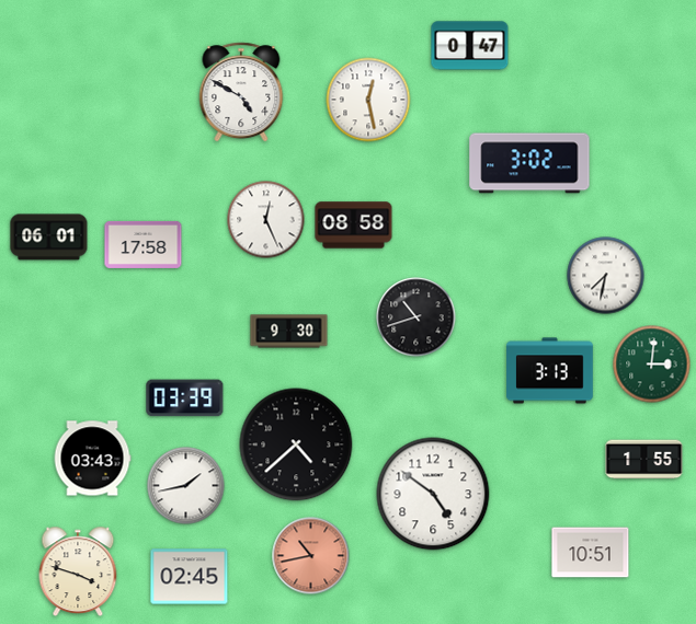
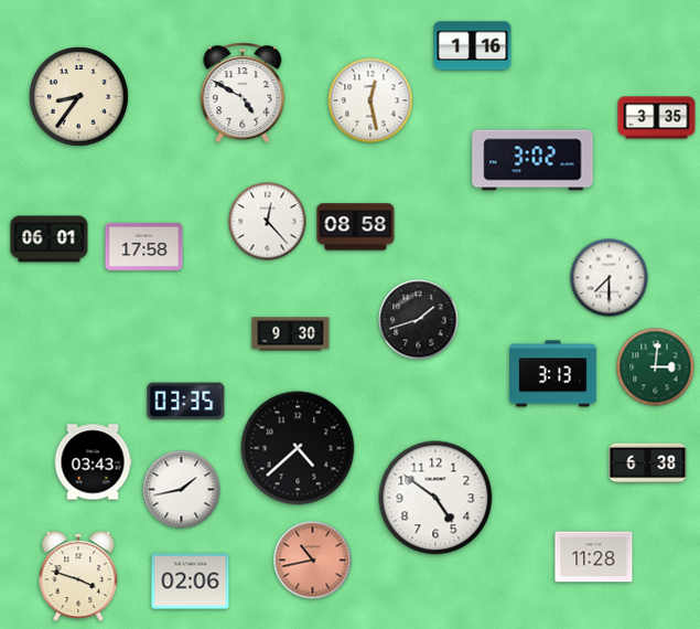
clock at (470, 46): 0:47 -> 1:16
clock at (78, 96): none -> 8:36
clock at (657, 118): none -> 3:35
clock at (529, 163) position: (529, 163) -> (532, 160)
clock at (266, 220): 12:26 -> 12:23
clock at (606, 276): 7:32 -> 7:30
clock at (417, 317): 10:42 -> 1:42
clock at (185, 398): 03:39 -> 03:35
clock at (644, 460): 1:55 -> 6:38
clock at (186, 486) position: (186, 486) -> (182, 490)
clock at (591, 553): 10:51 -> 11:28
clock at (190, 577): 02:45 -> 02:06
